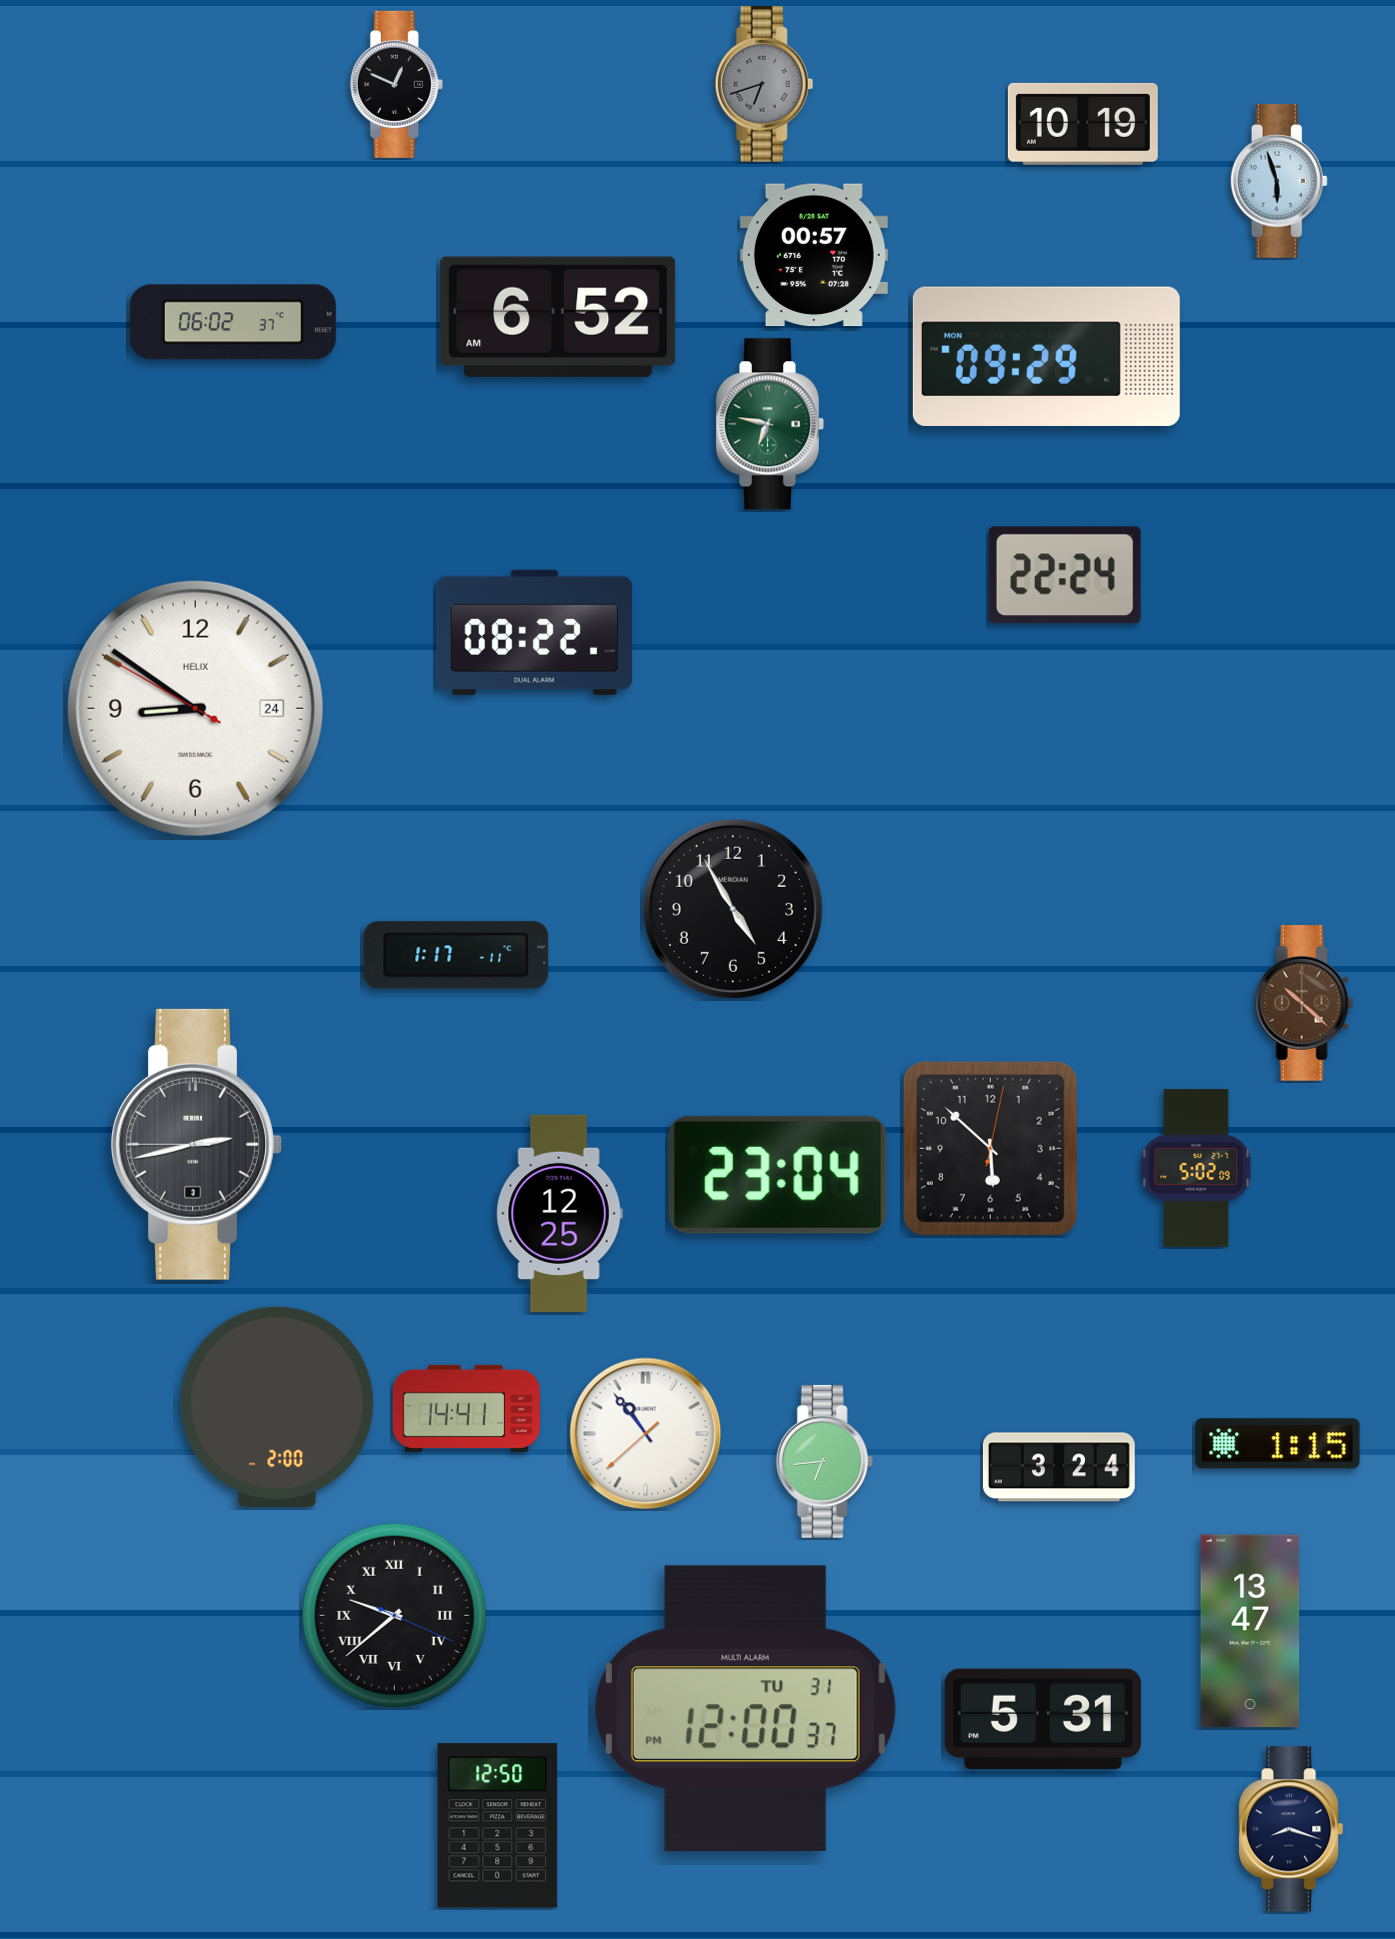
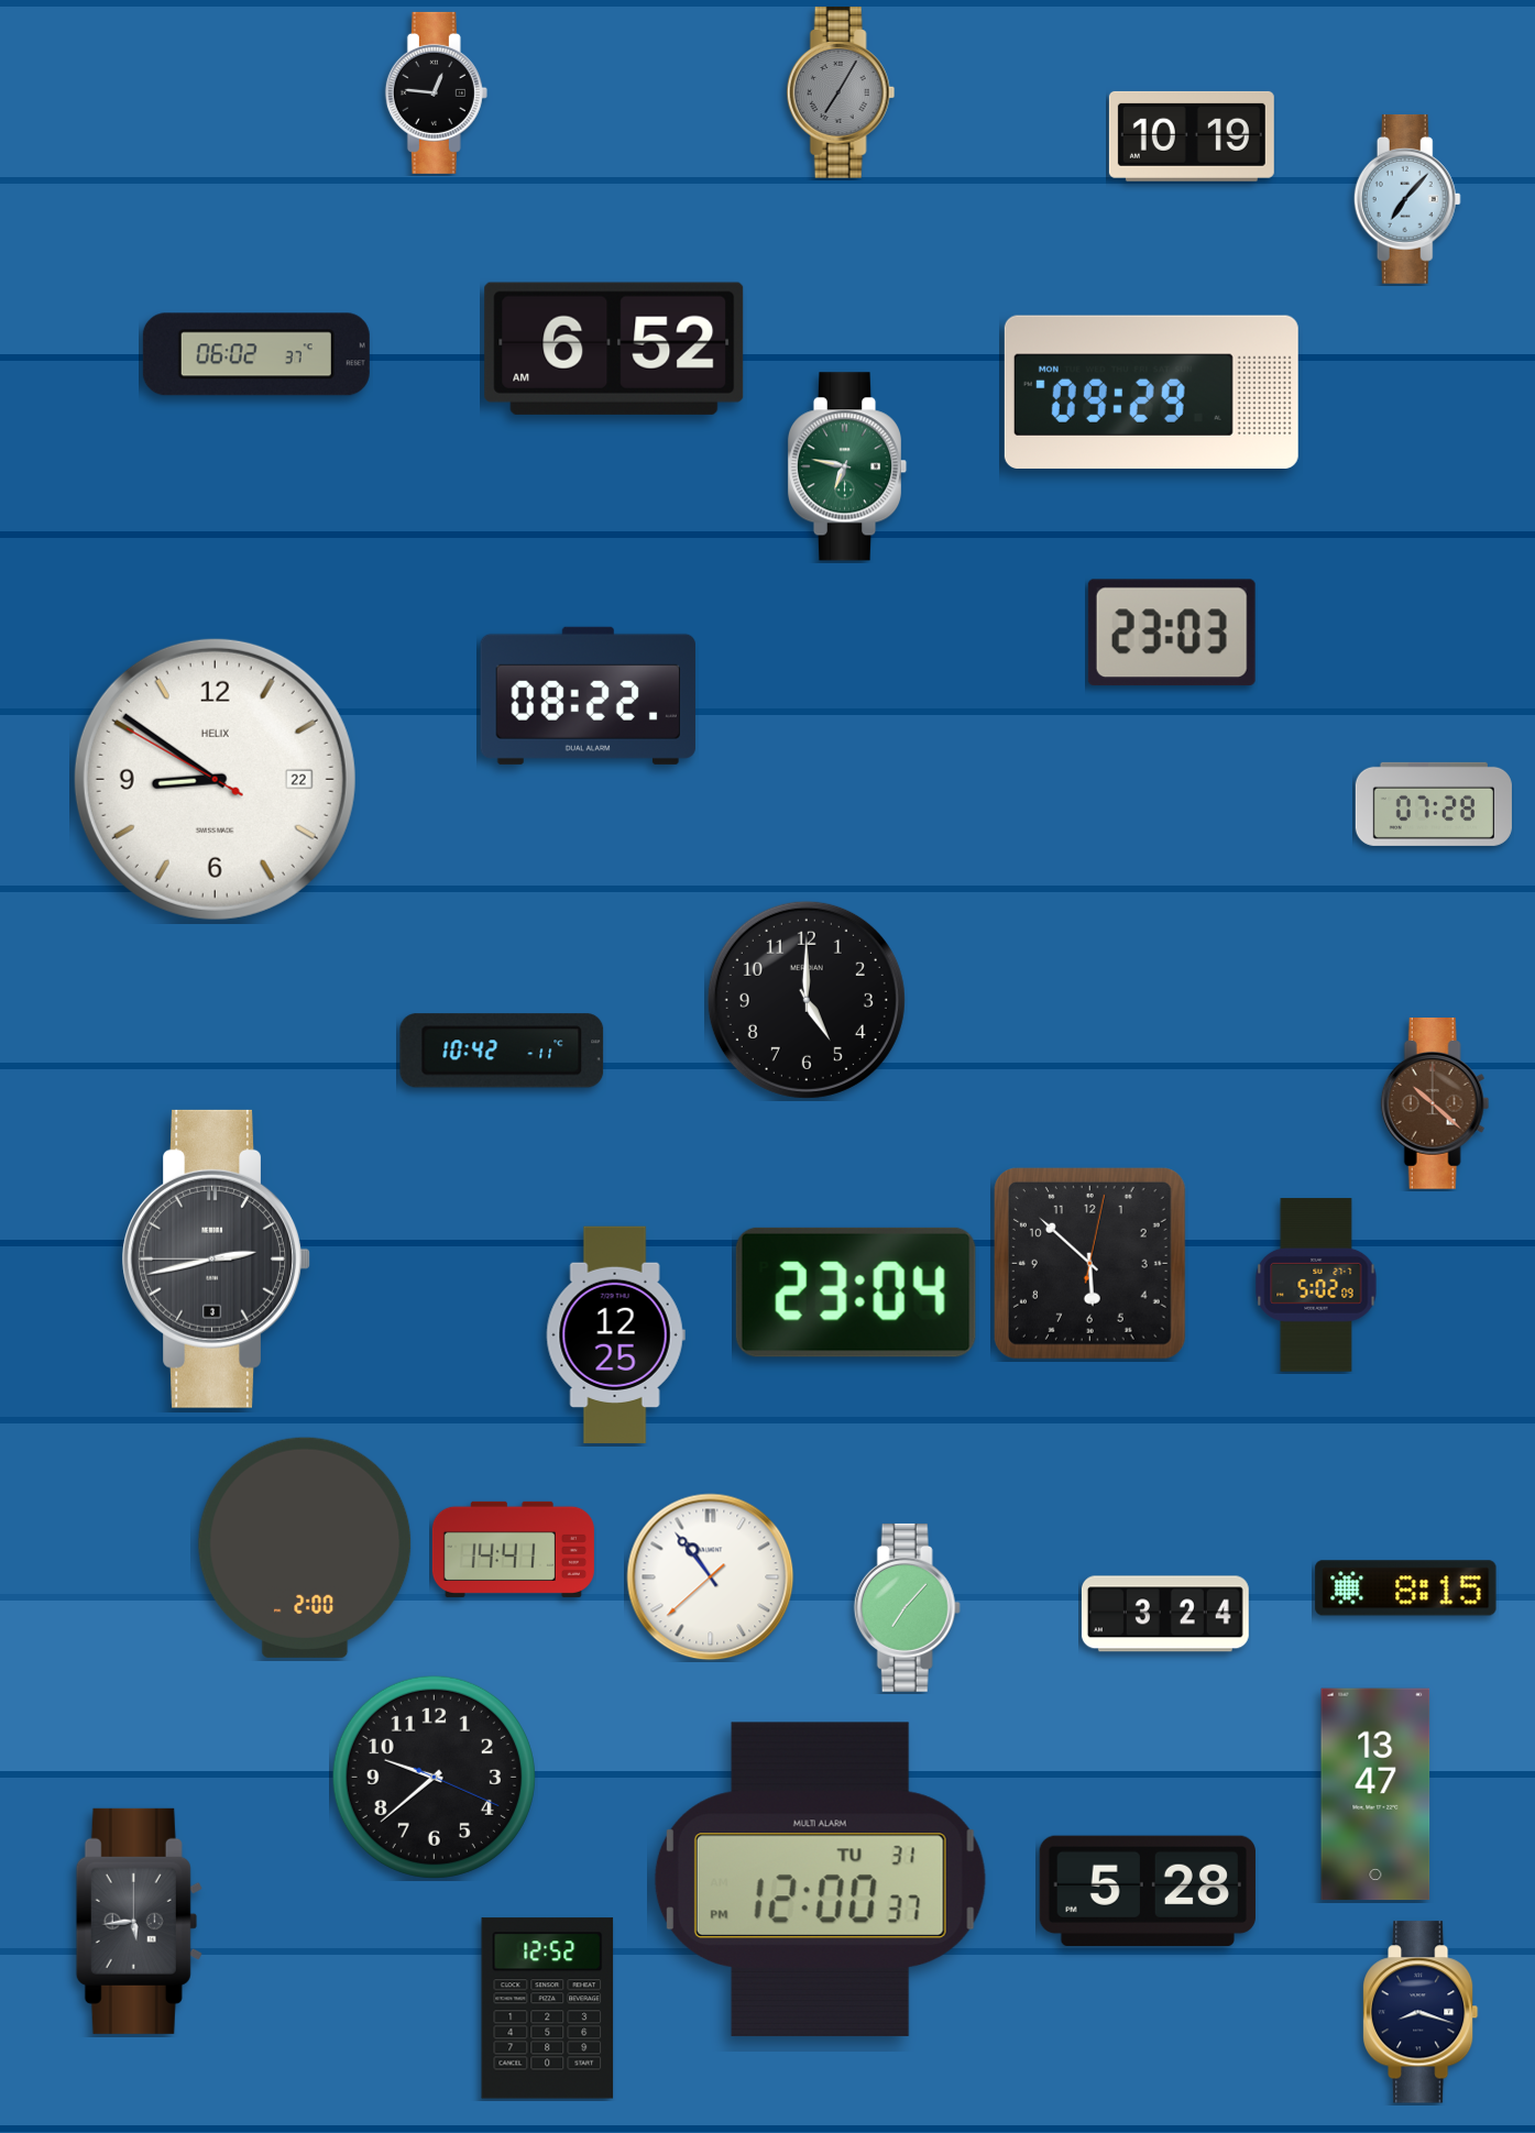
clock at (396, 84): 12:49 -> 12:46
clock at (764, 85): 6:42 -> 7:05
clock at (1279, 181): 5:57 -> 7:07
clock at (814, 255): 00:57 -> none
clock at (1065, 575): 22:24 -> 23:03
clock at (195, 708) date: 24 -> 22
clock at (1434, 804): none -> 07:28
clock at (733, 909): 4:55 -> 5:00
clock at (456, 955): 1:17 -> 10:42
clock at (1278, 1444): 1:15 -> 8:15
clock at (824, 1461): 6:44 -> 7:07
clock at (394, 1615) numerals: Roman -> Arabic
clock at (1043, 1718): 5:31 -> 5:28
clock at (139, 1921): none -> 5:44
clock at (498, 1826): 12:50 -> 12:52
